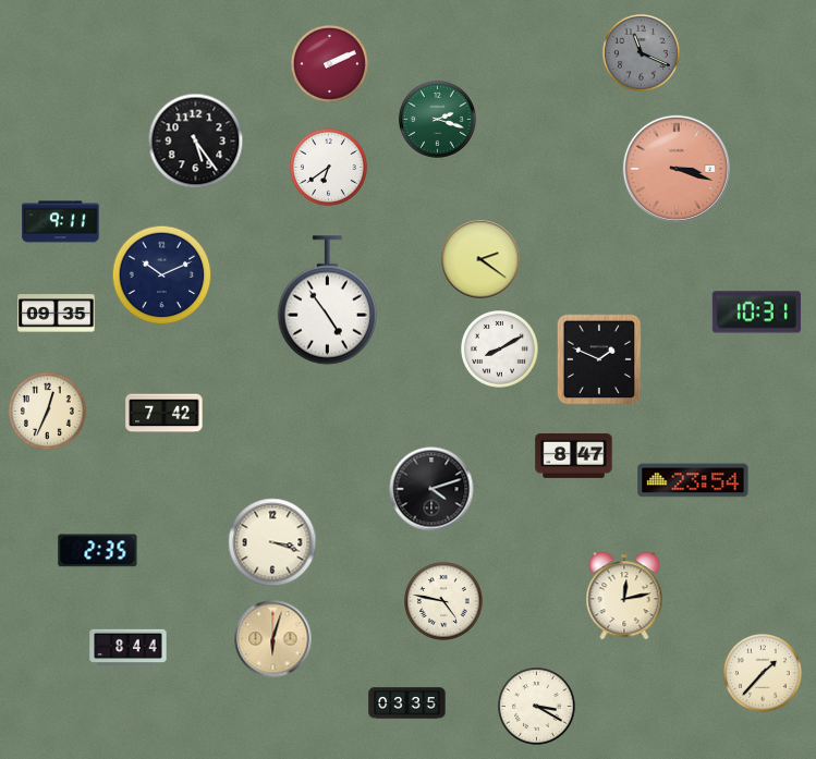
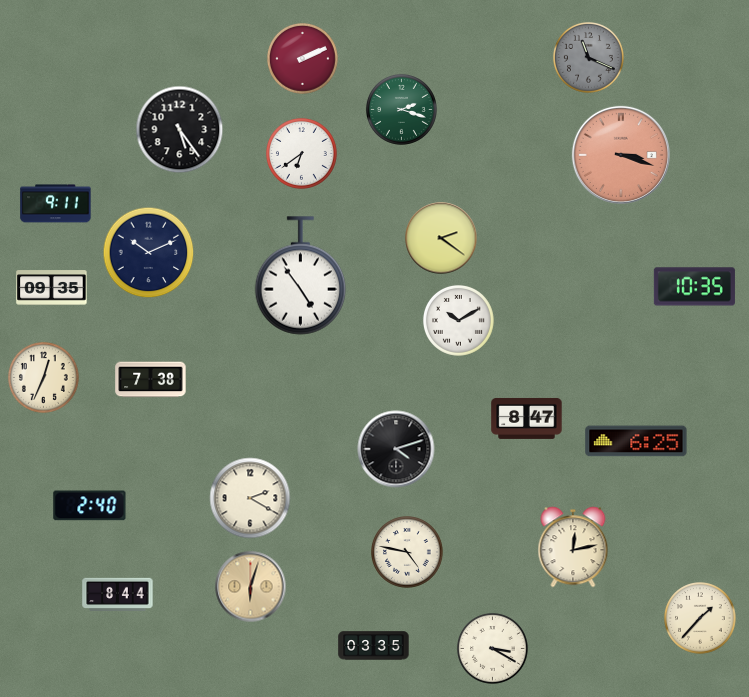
clock at (641, 52) position: (641, 52) -> (588, 57)
clock at (756, 313): 10:31 -> 10:35
clock at (499, 348): 8:10 -> 10:10
clock at (599, 359): 1:49 -> none
clock at (165, 414): 7:42 -> 7:38
clock at (693, 480): 23:54 -> 6:25
clock at (272, 542): 3:18 -> 2:20
clock at (98, 551): 2:35 -> 2:40
